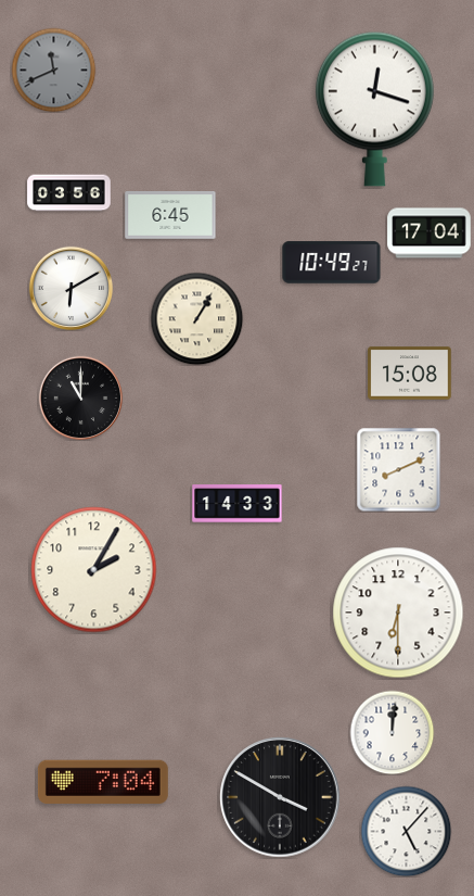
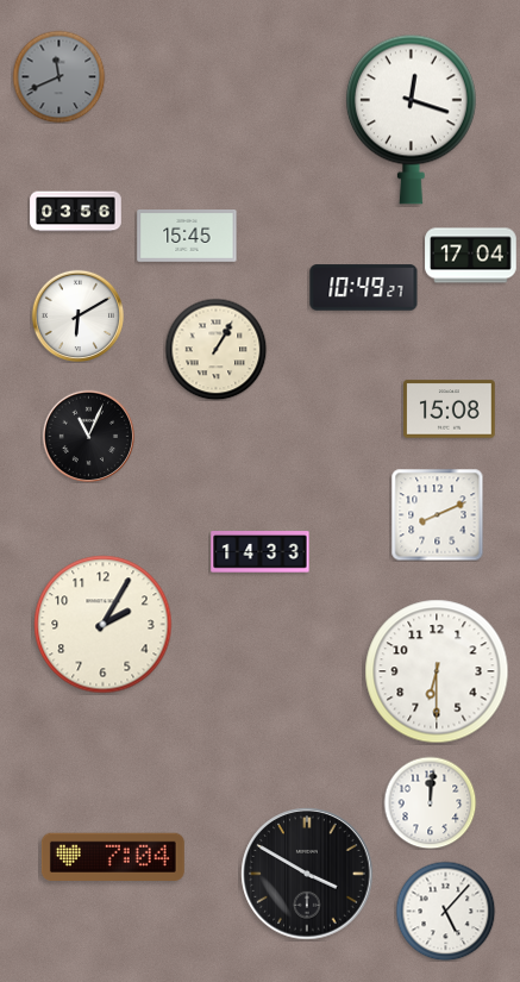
clock at (170, 216): 6:45 -> 15:45
clock at (80, 397): 11:00 -> 11:04
